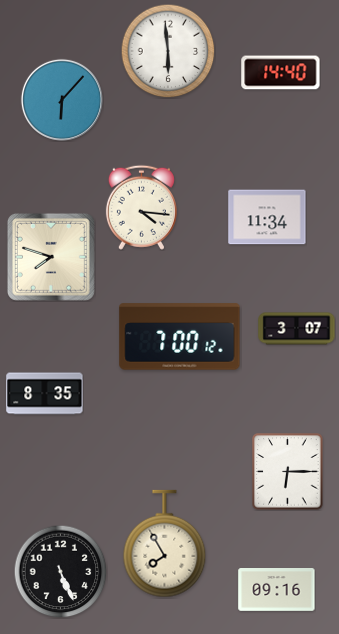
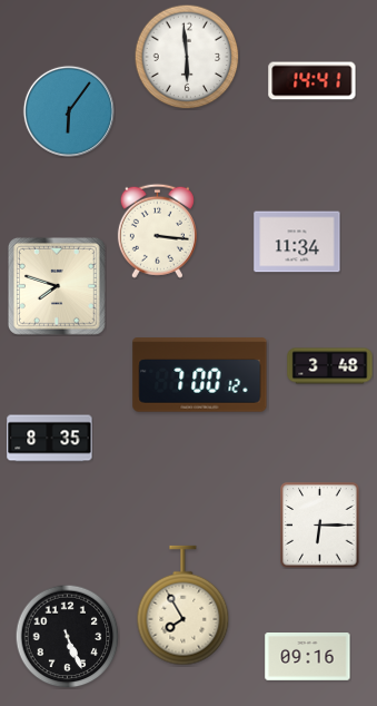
clock at (281, 73): 14:40 -> 14:41
clock at (62, 100): 6:07 -> 6:06
clock at (141, 207): 4:16 -> 3:16
clock at (297, 329): 3:07 -> 3:48
